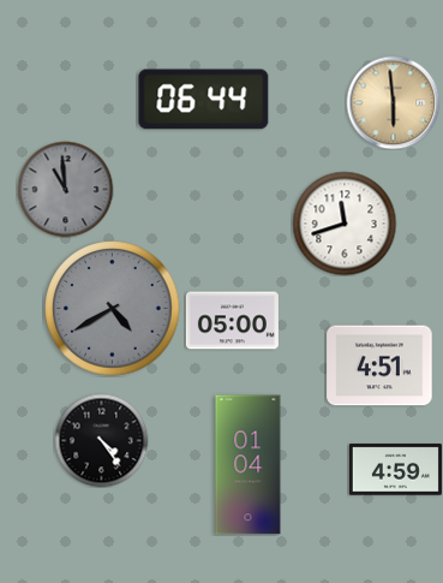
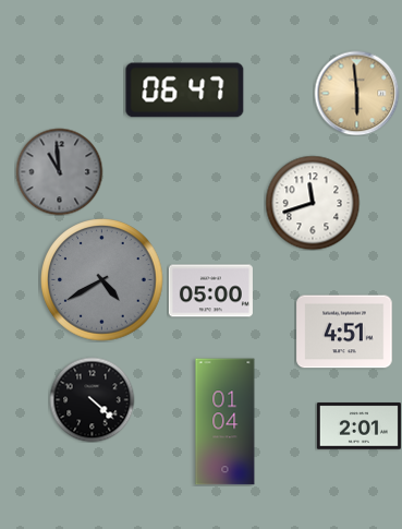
clock at (204, 100): 06:44 -> 06:47
clock at (101, 440): 4:24 -> 4:22
clock at (395, 470): 4:59 -> 2:01
